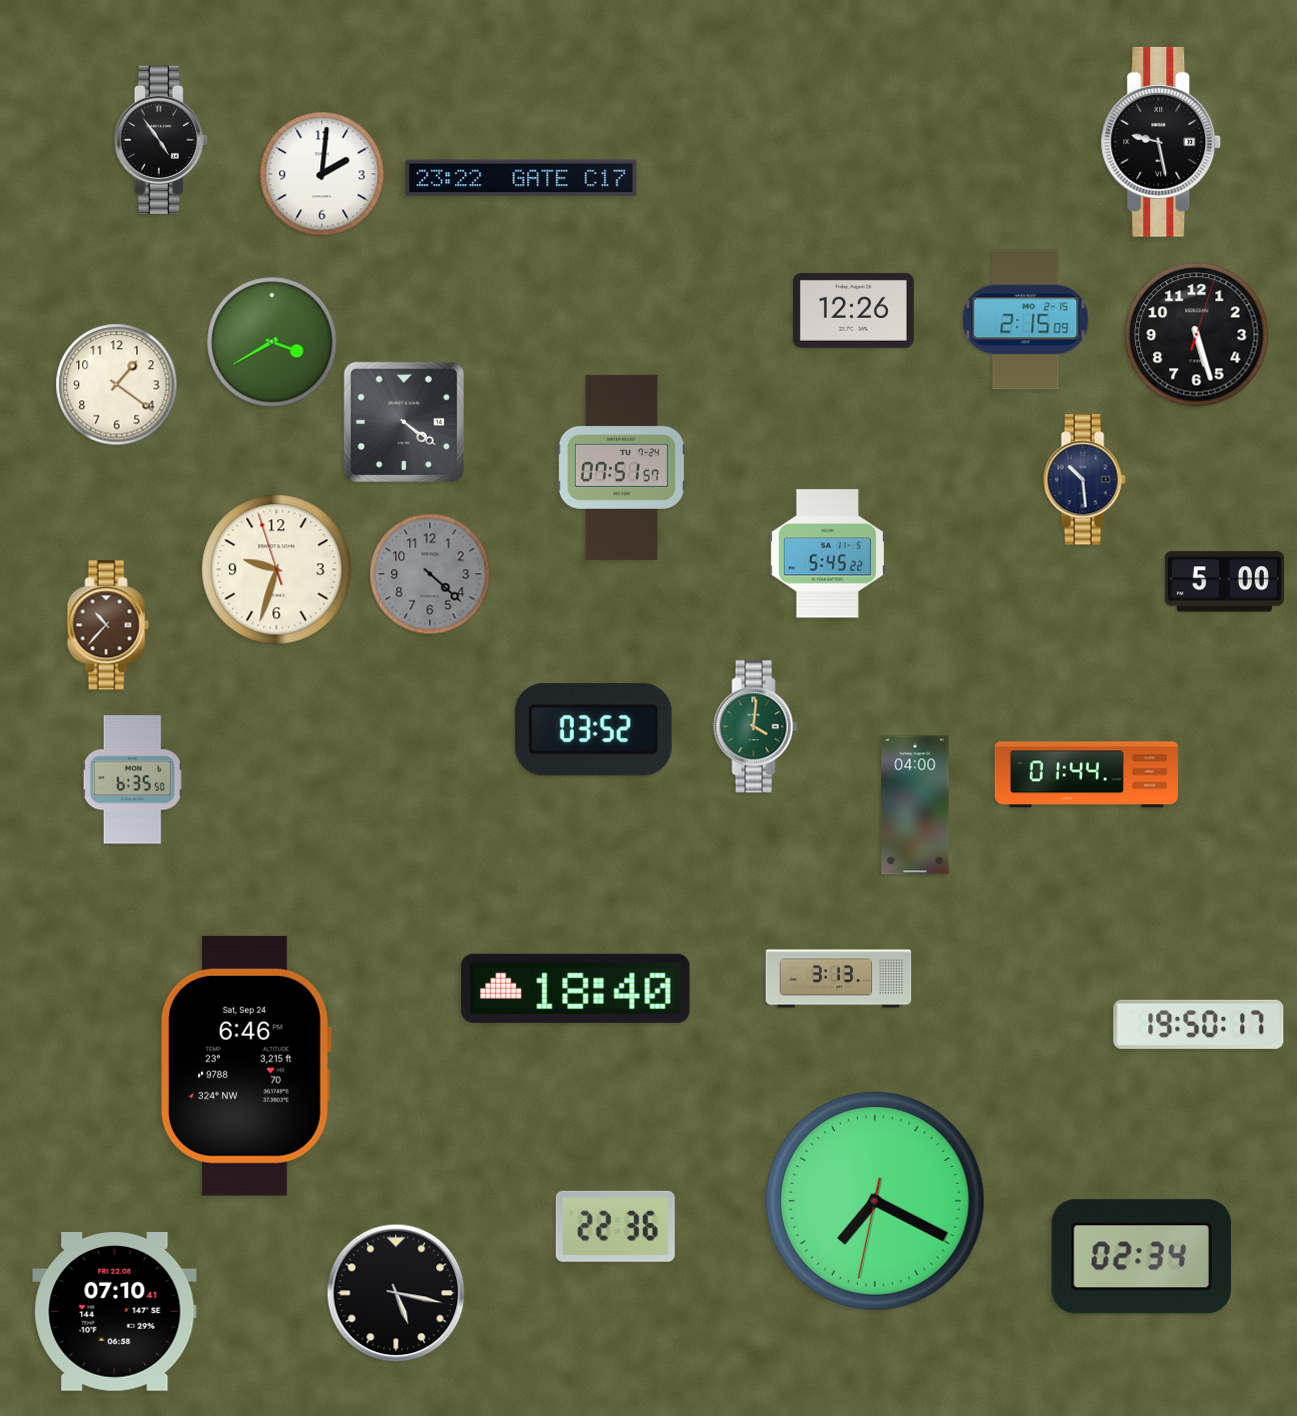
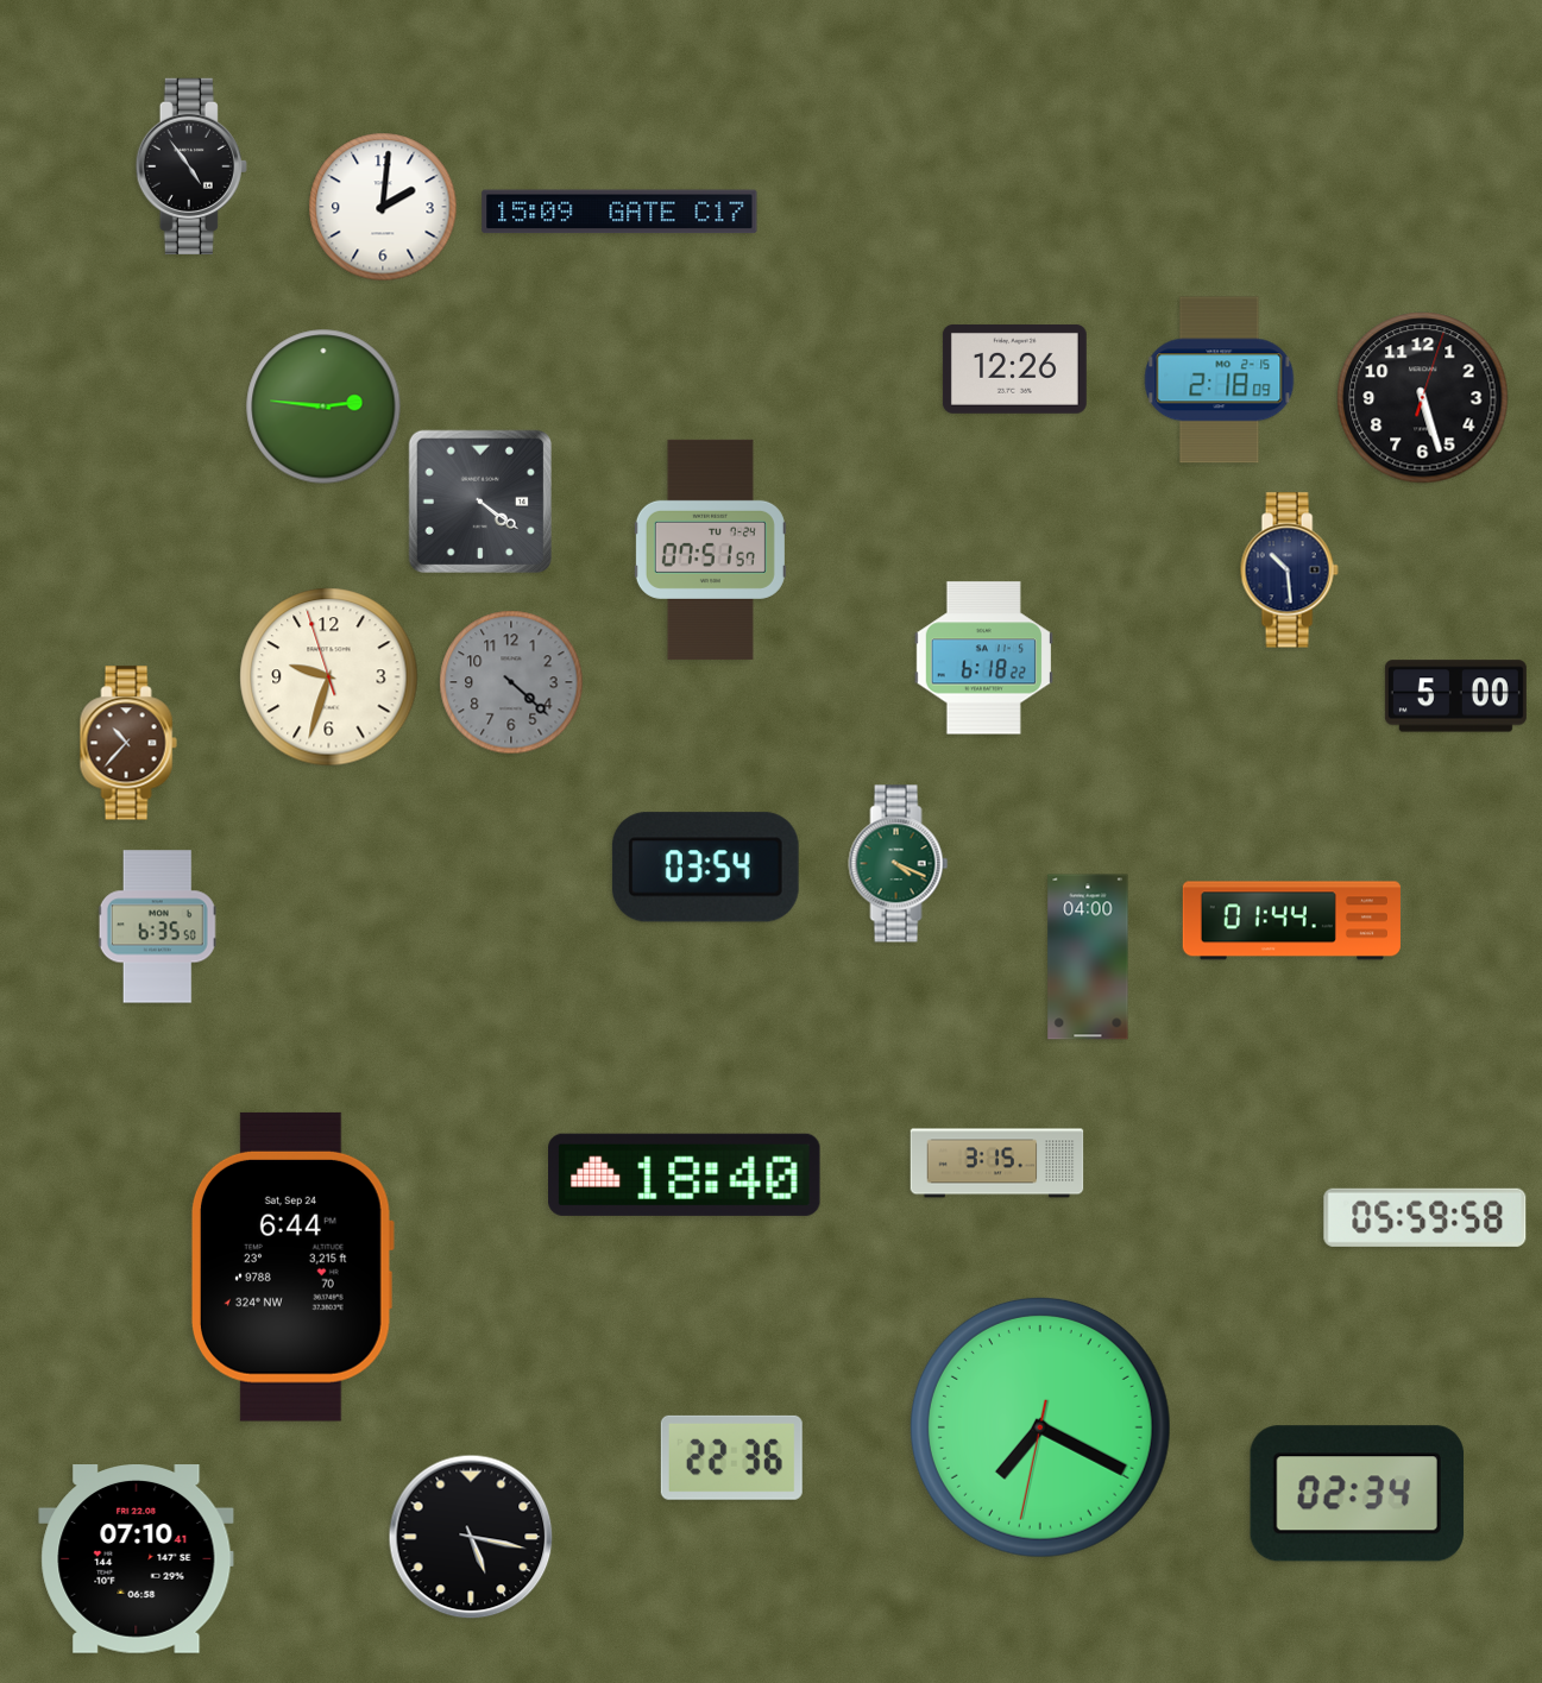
clock at (1161, 142): 9:28 -> none
clock at (521, 178): 23:22 -> 15:09
clock at (1026, 320): 2:15 -> 2:18
clock at (272, 342): 3:40 -> 2:46
clock at (117, 385): 1:21 -> none
clock at (621, 467) position: (621, 467) -> (710, 549)
clock at (827, 554): 5:45 -> 6:18
clock at (1224, 582) position: (1224, 582) -> (1455, 696)
clock at (756, 727): 4:01 -> 4:19
clock at (593, 730): 03:52 -> 03:54
clock at (839, 979): 3:13 -> 3:15
clock at (1199, 1024): 19:50 -> 05:59
clock at (245, 1066): 6:46 -> 6:44
